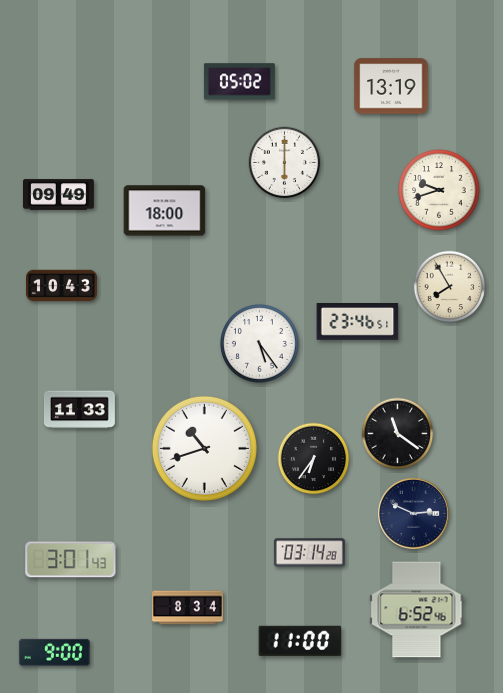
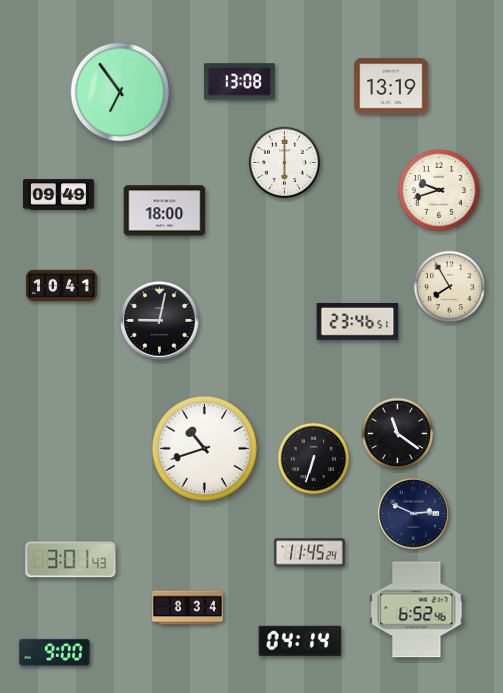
clock at (239, 82): 05:02 -> 13:08
clock at (120, 92): none -> 6:54
clock at (62, 286): 10:43 -> 10:41
clock at (160, 321): none -> 9:02
clock at (260, 344): 5:24 -> none
clock at (79, 410): 11:33 -> none
clock at (314, 459): 6:36 -> 6:33
clock at (310, 553): 03:14 -> 11:45
clock at (300, 641): 11:00 -> 04:14
